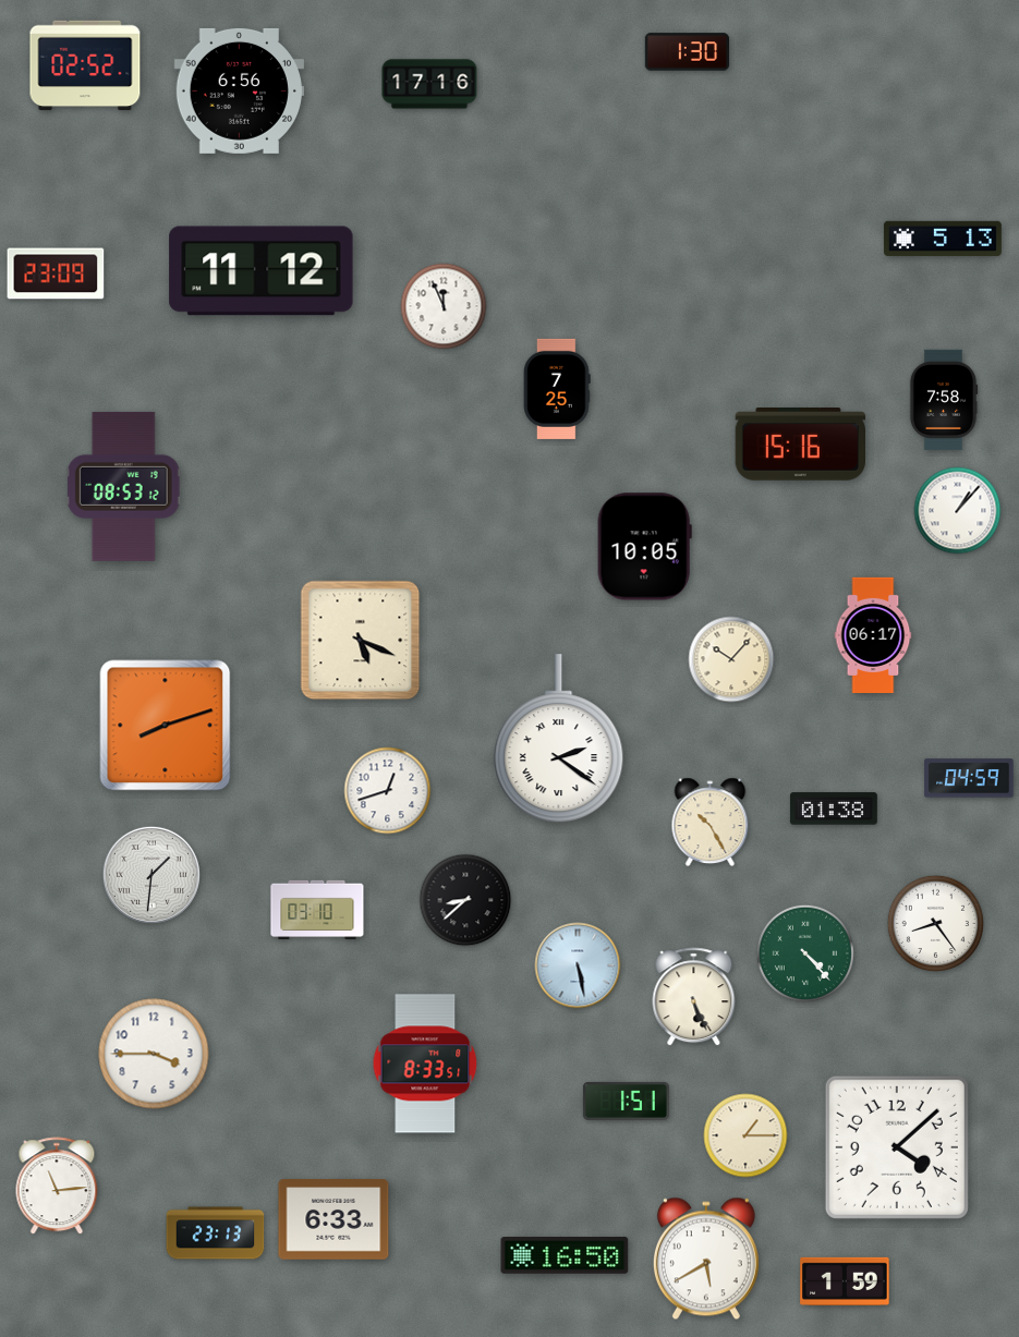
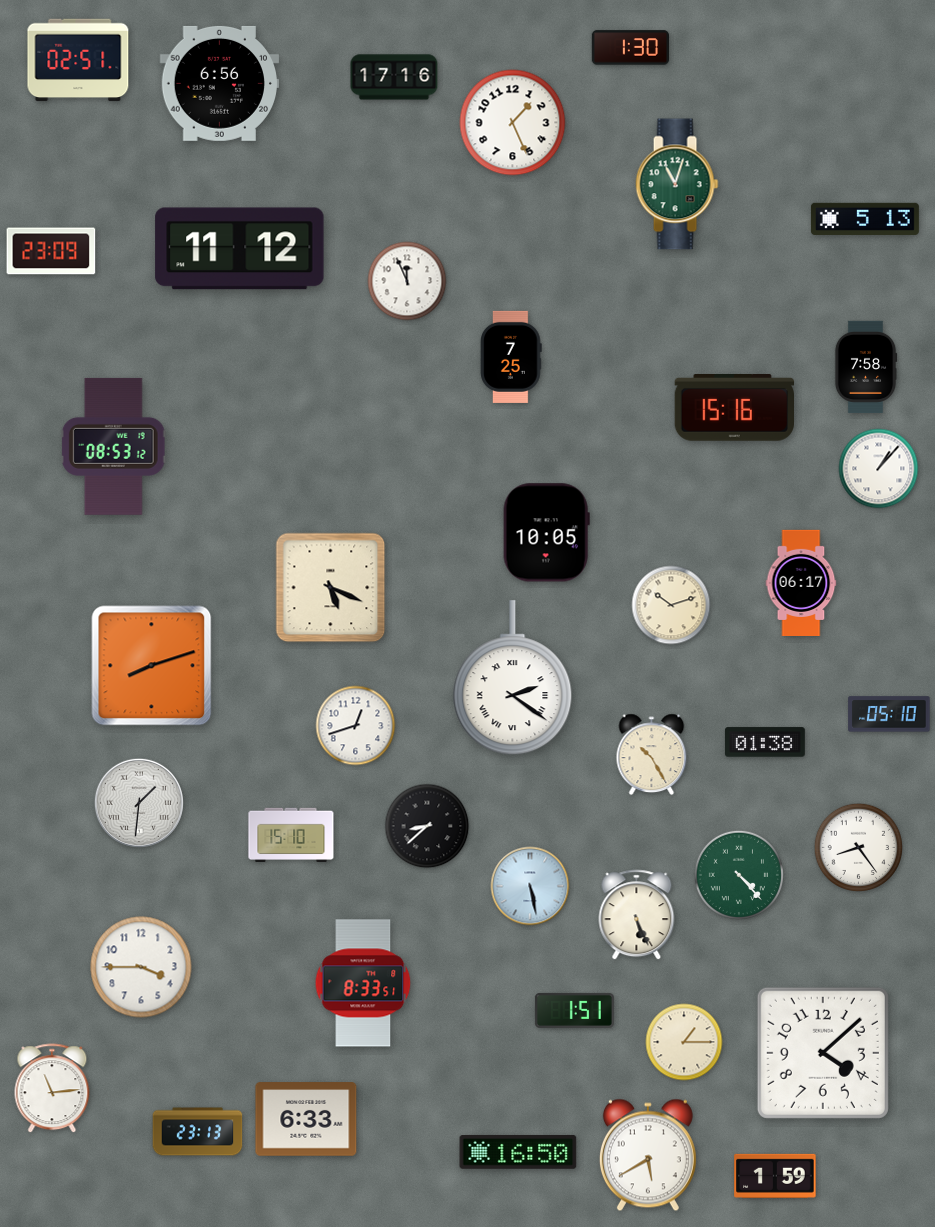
clock at (85, 65): 02:52 -> 02:51
clock at (513, 123): none -> 1:26
clock at (677, 184): none -> 11:03
clock at (644, 547) position: (644, 547) -> (546, 533)
clock at (731, 659): 10:07 -> 10:12
clock at (969, 778): 04:59 -> 05:10
clock at (317, 910): 03:10 -> 15:10
clock at (425, 1063) position: (425, 1063) -> (363, 983)
